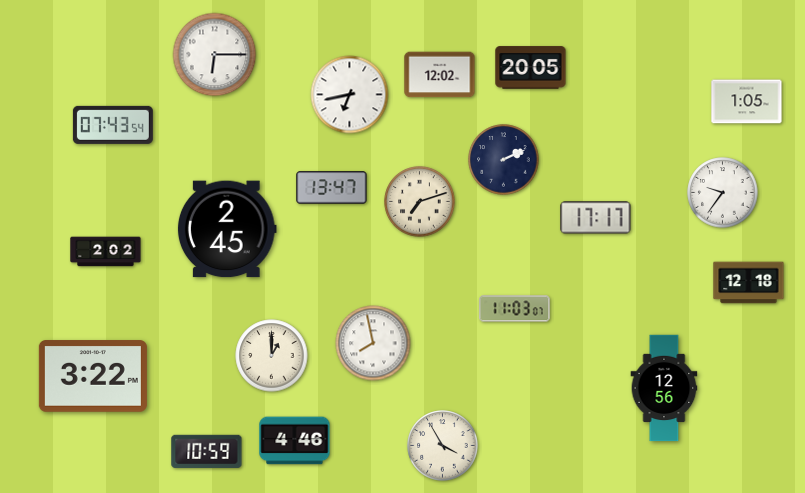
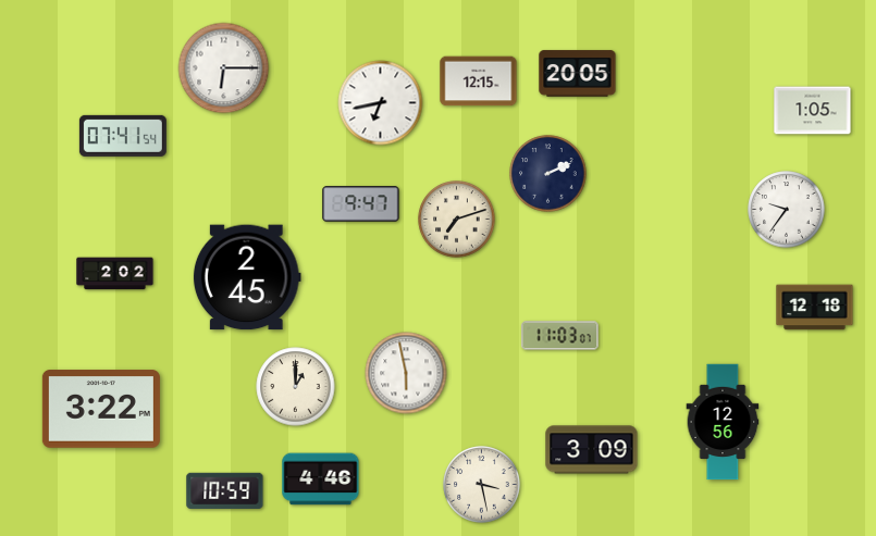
clock at (215, 55) position: (215, 55) -> (224, 68)
clock at (440, 75): 12:02 -> 12:15
clock at (113, 125): 07:43 -> 07:41
clock at (332, 188): 13:47 -> 9:47
clock at (596, 218): 17:17 -> none
clock at (227, 229) position: (227, 229) -> (247, 277)
clock at (373, 343): 7:58 -> 5:58
clock at (592, 450): none -> 3:09
clock at (443, 446): 3:55 -> 3:28
